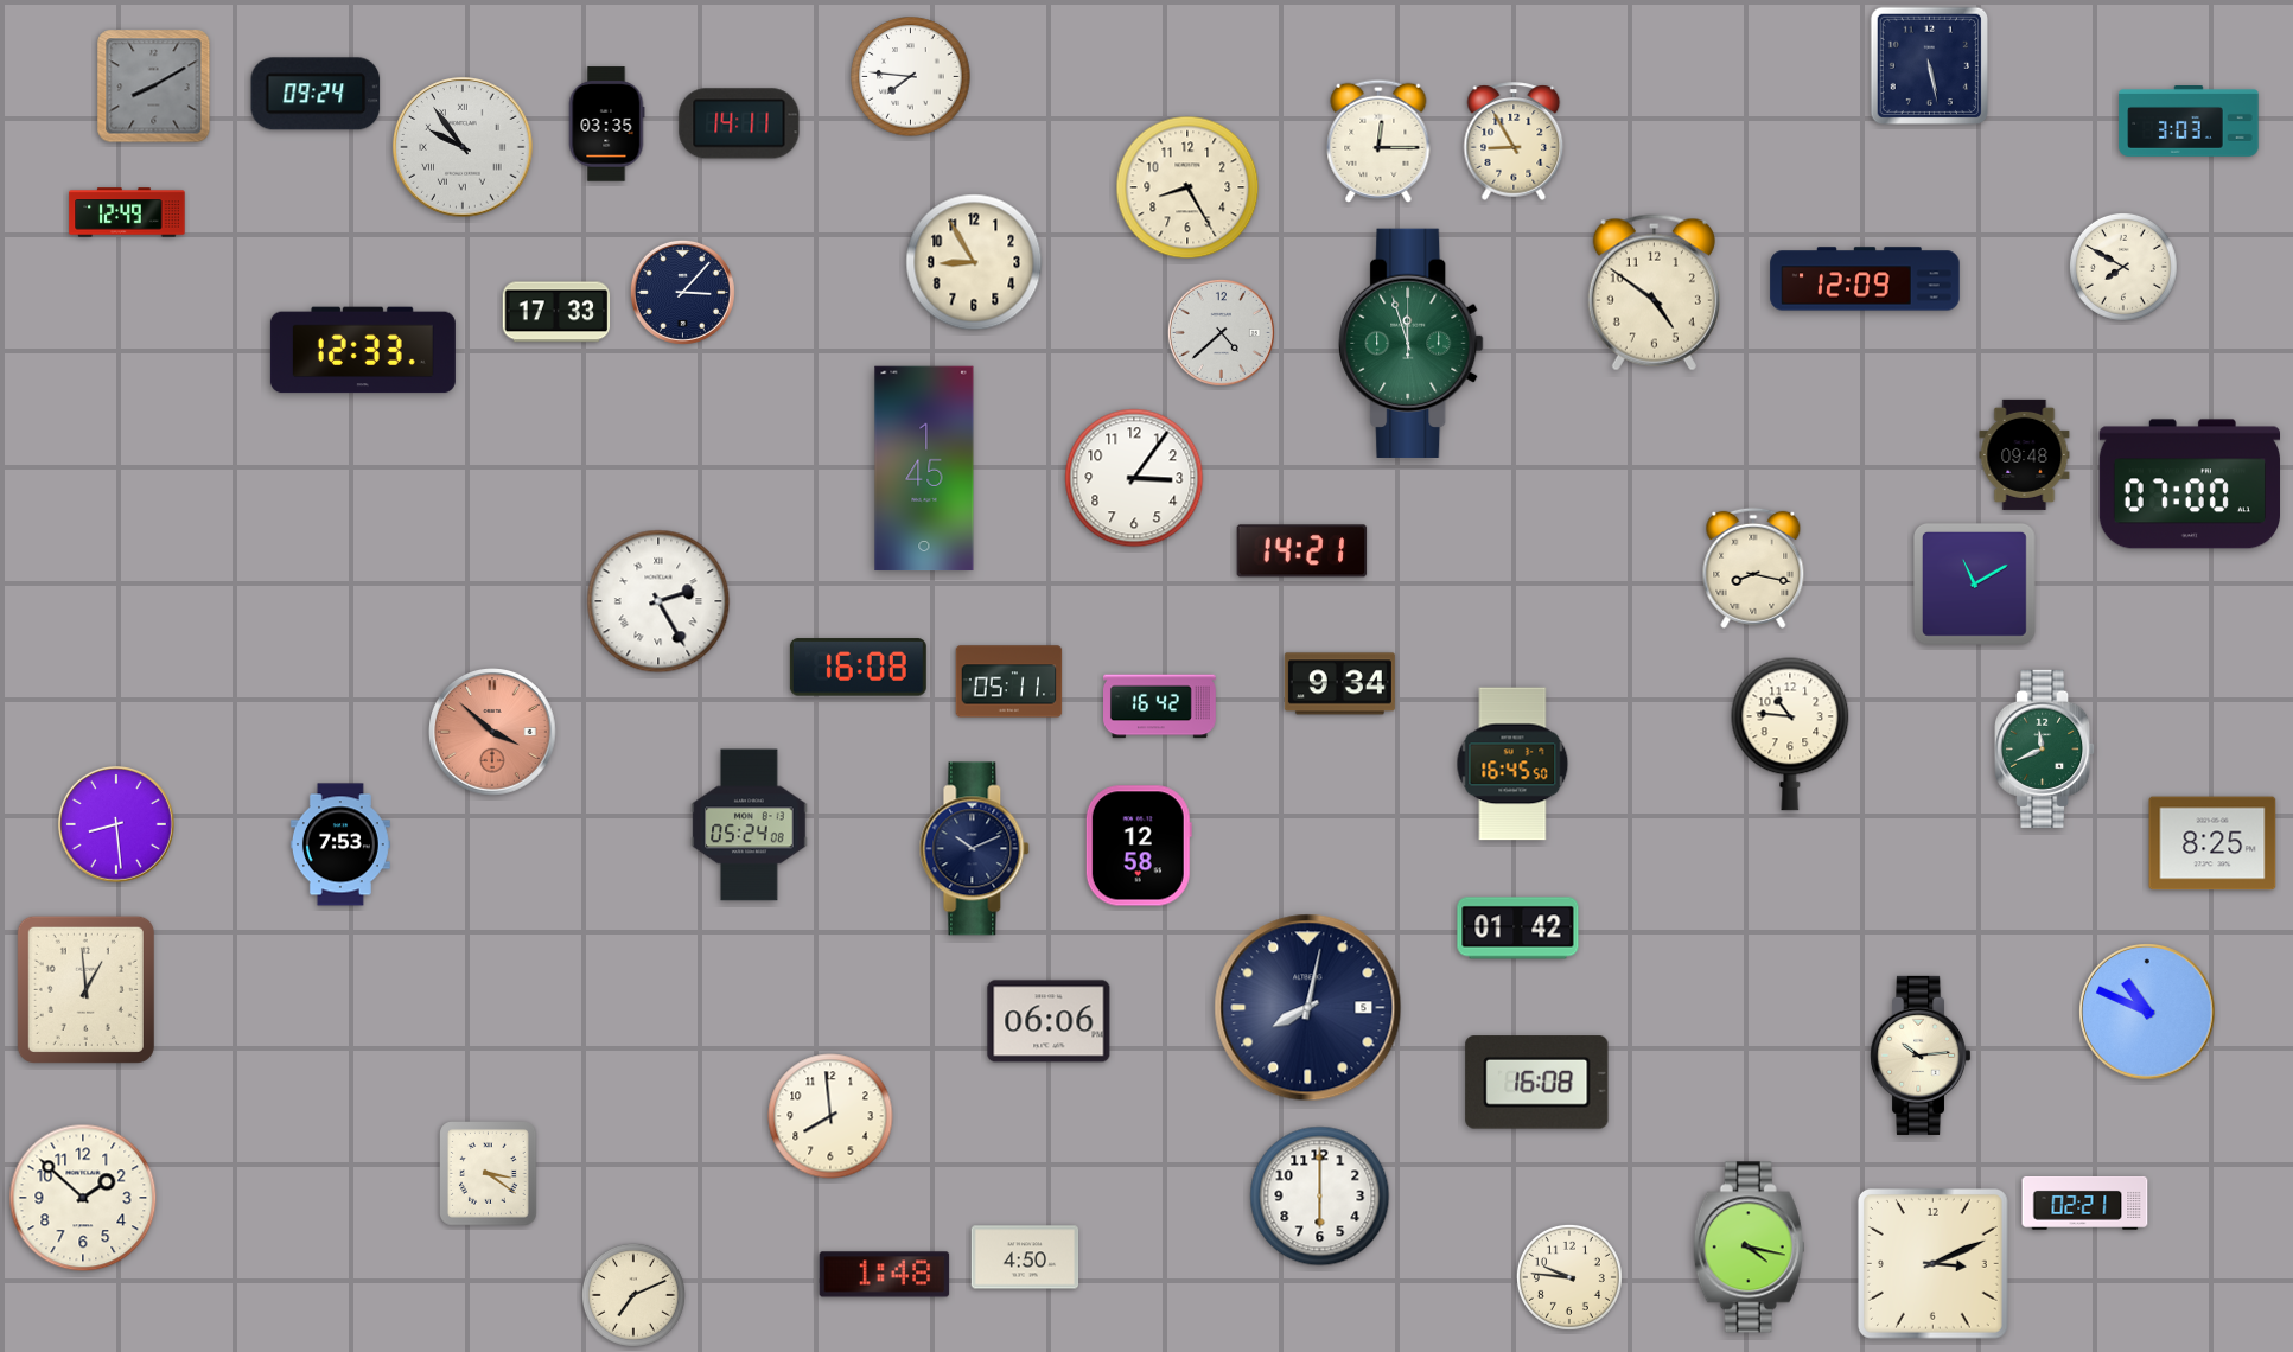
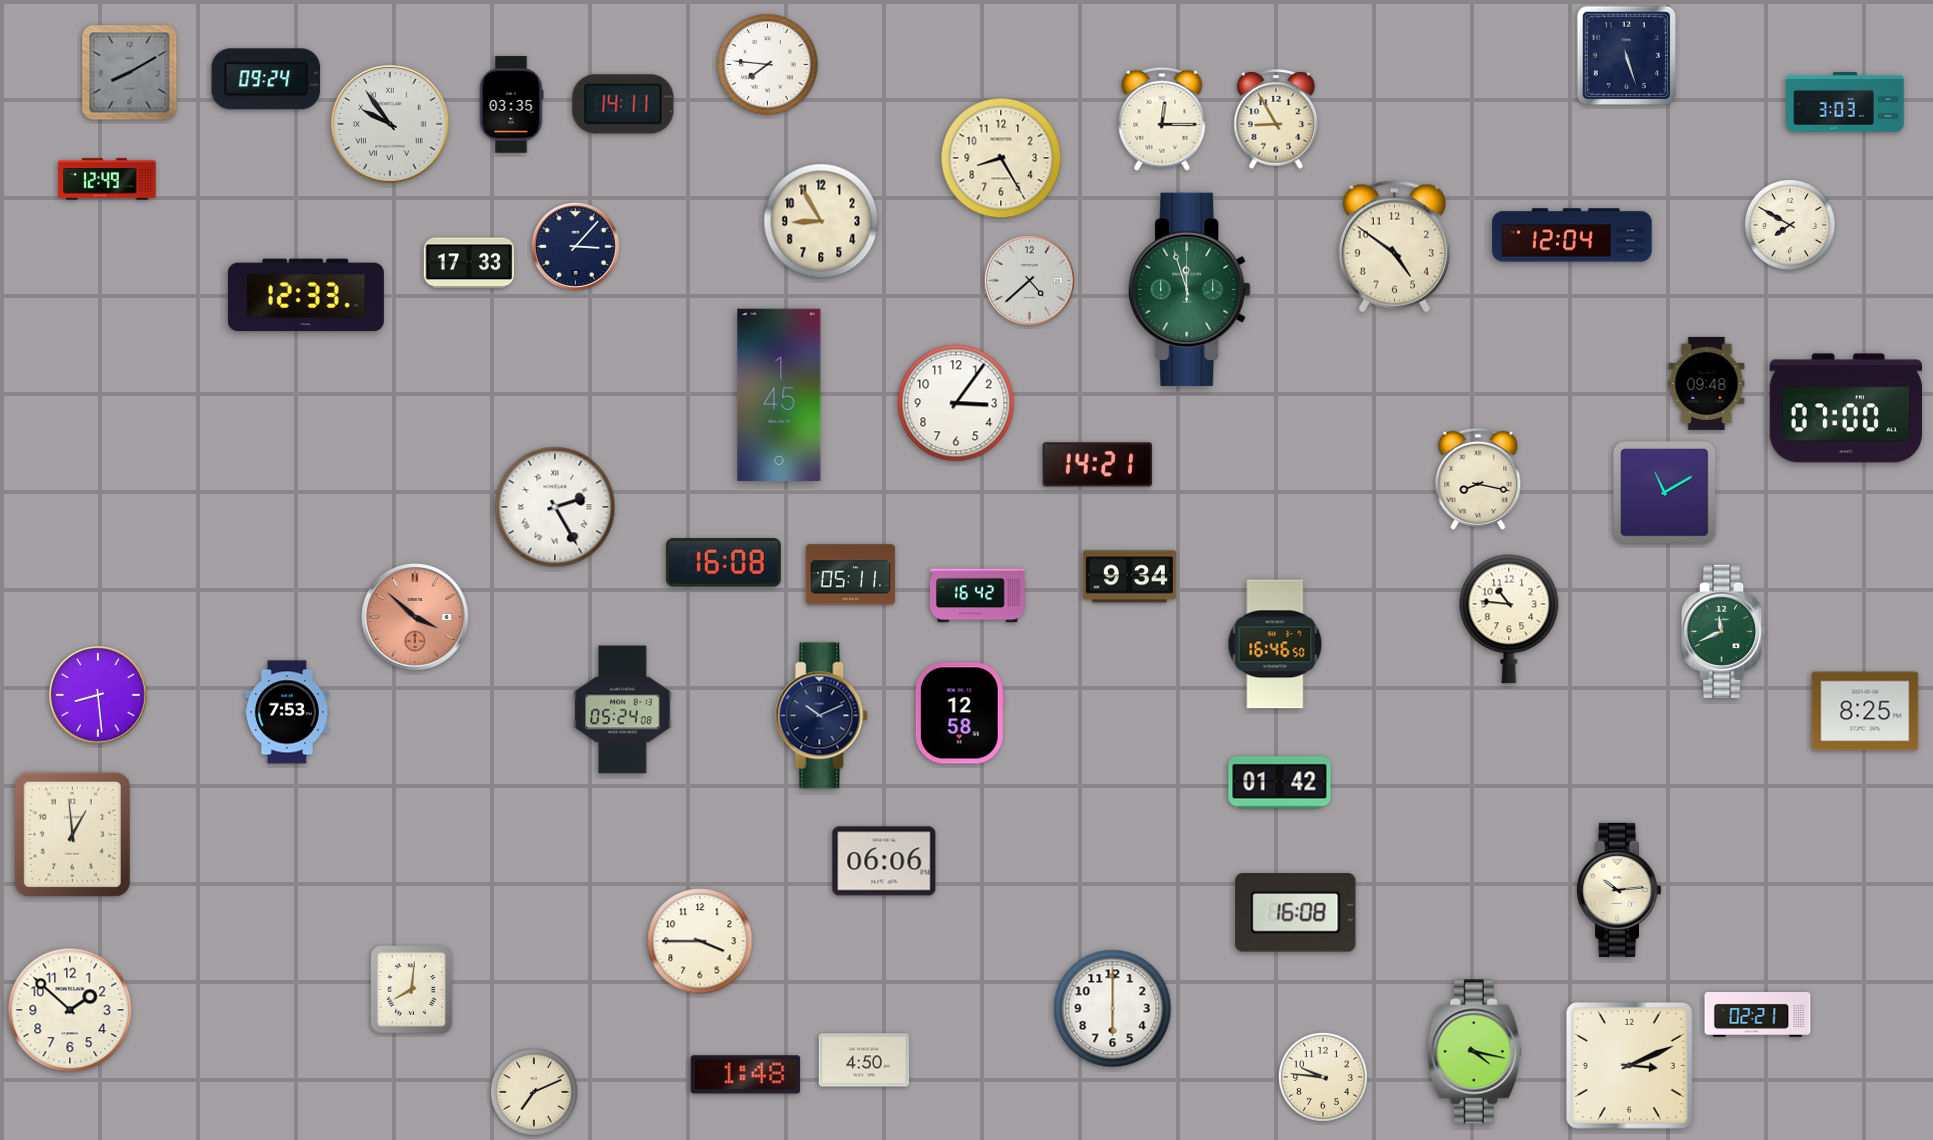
clock at (1930, 66): 5:28 -> 5:27
clock at (1865, 279): 12:09 -> 12:04
clock at (1512, 764): 16:45 -> 16:46
clock at (750, 825) position: (750, 825) -> (623, 710)
clock at (1308, 1008): 8:02 -> none
clock at (2147, 1012): 10:49 -> none
clock at (830, 1116): 7:59 -> 3:45
clock at (489, 1174): 3:21 -> 8:01
